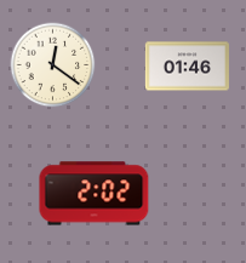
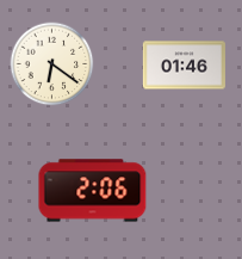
clock at (53, 65): 12:21 -> 6:21
clock at (95, 194): 2:02 -> 2:06
